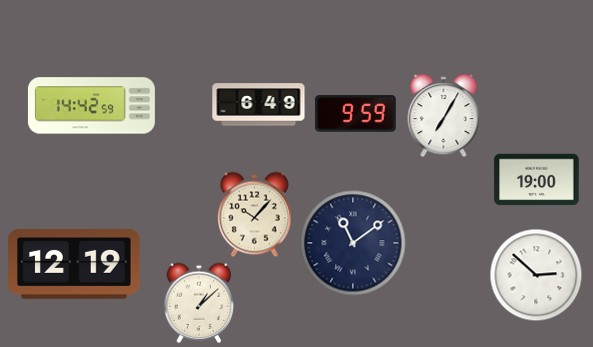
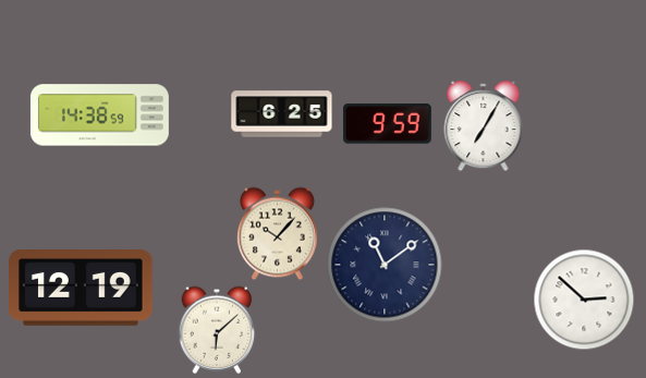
clock at (259, 105): 6:49 -> 6:25
clock at (91, 106): 14:42 -> 14:38
clock at (537, 180): 19:00 -> none
clock at (199, 303): 1:08 -> 6:08
